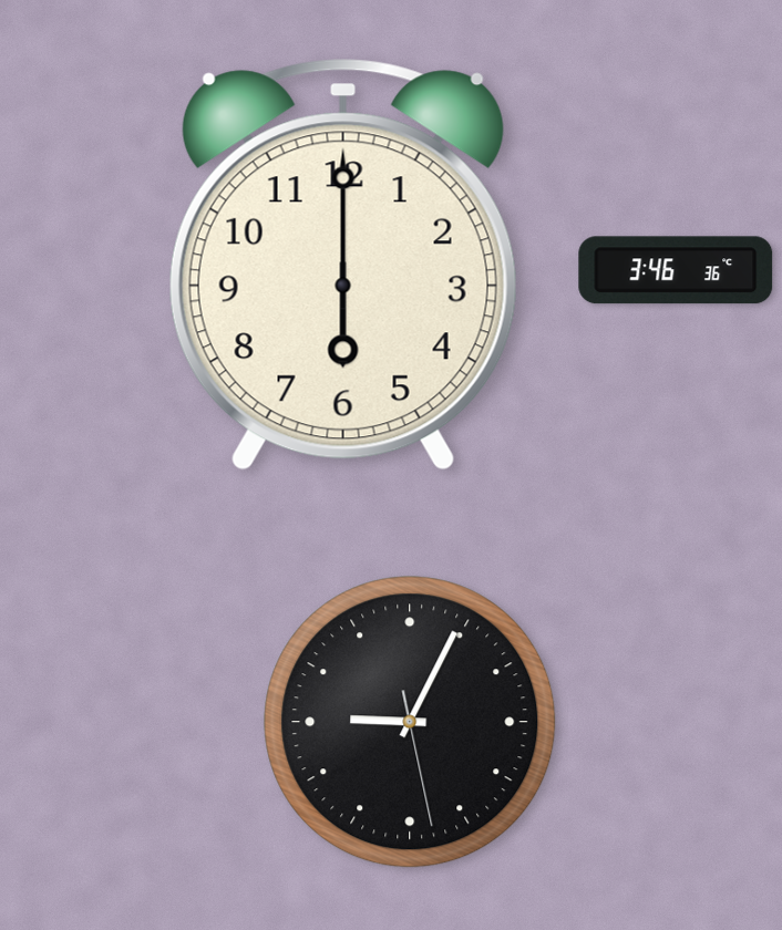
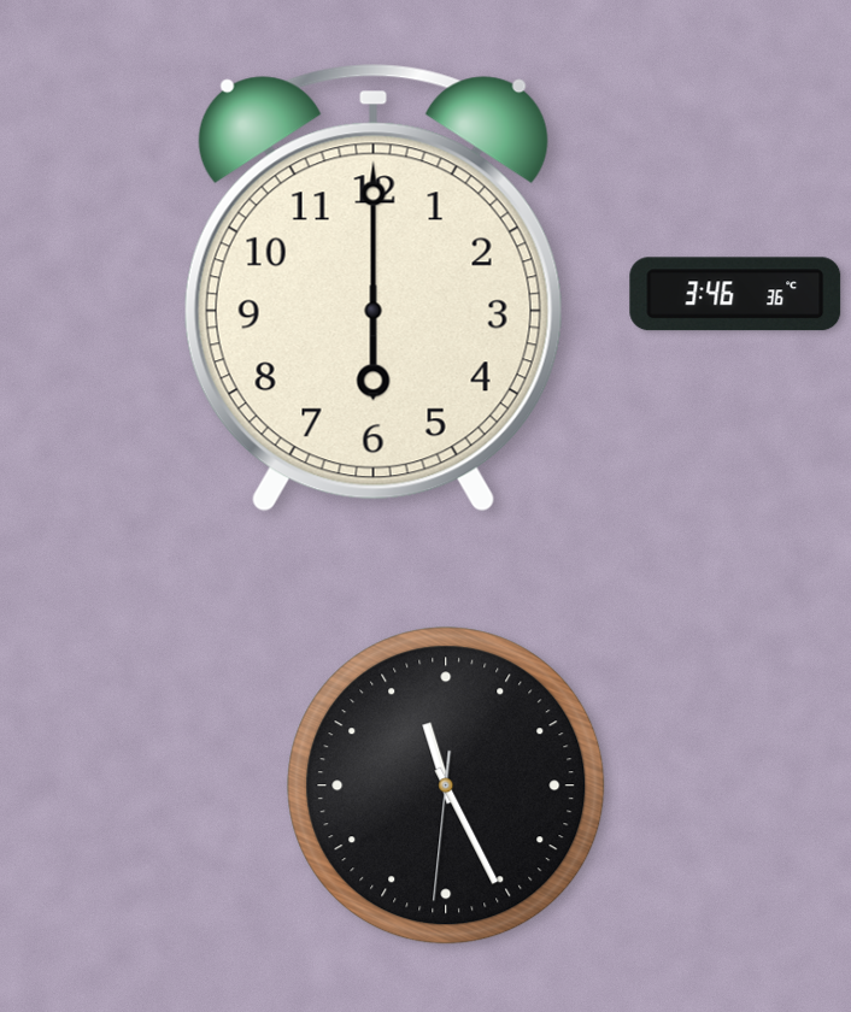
clock at (410, 722): 9:04 -> 11:25
